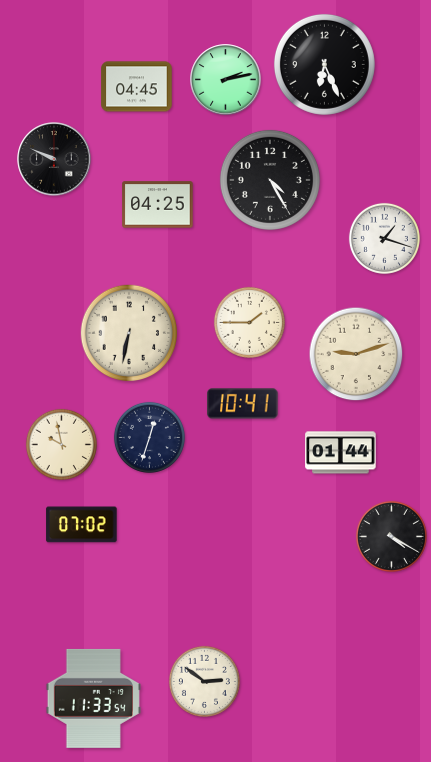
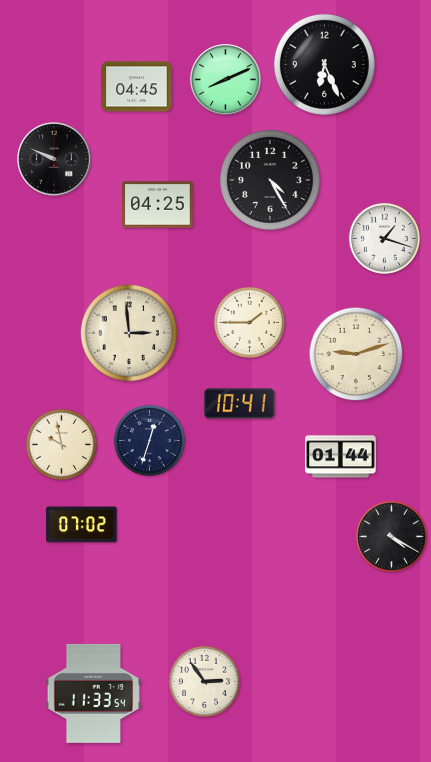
clock at (226, 80): 2:13 -> 8:11
clock at (129, 333): 6:32 -> 2:59
clock at (243, 404) position: (243, 404) -> (240, 404)
clock at (149, 437) position: (149, 437) -> (149, 440)
clock at (341, 453) position: (341, 453) -> (341, 457)
clock at (204, 681): 2:51 -> 2:54
clock at (93, 698) position: (93, 698) -> (93, 693)
